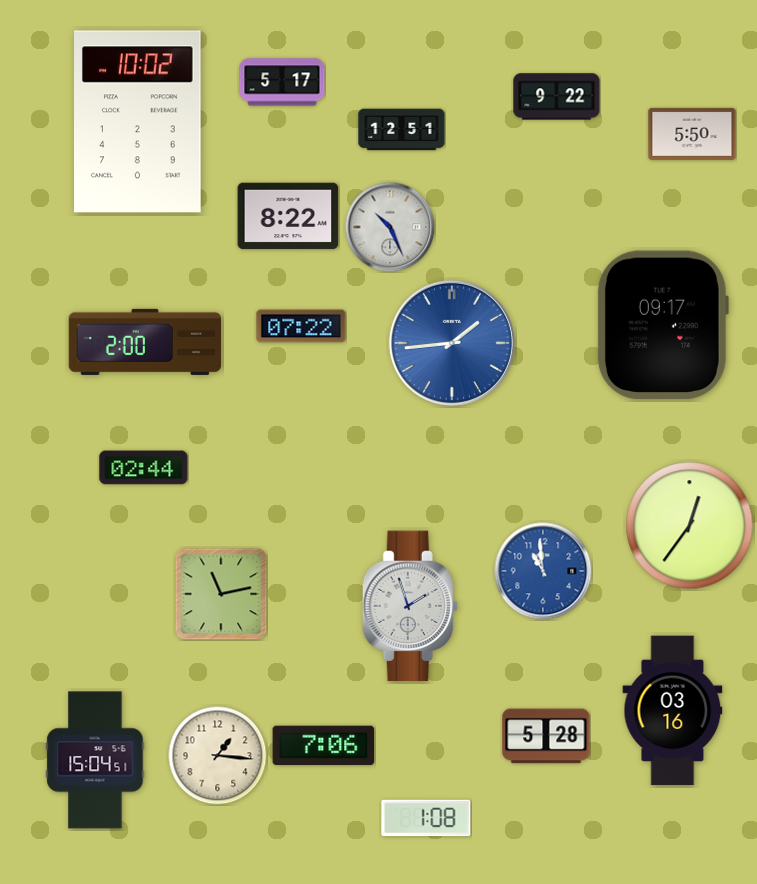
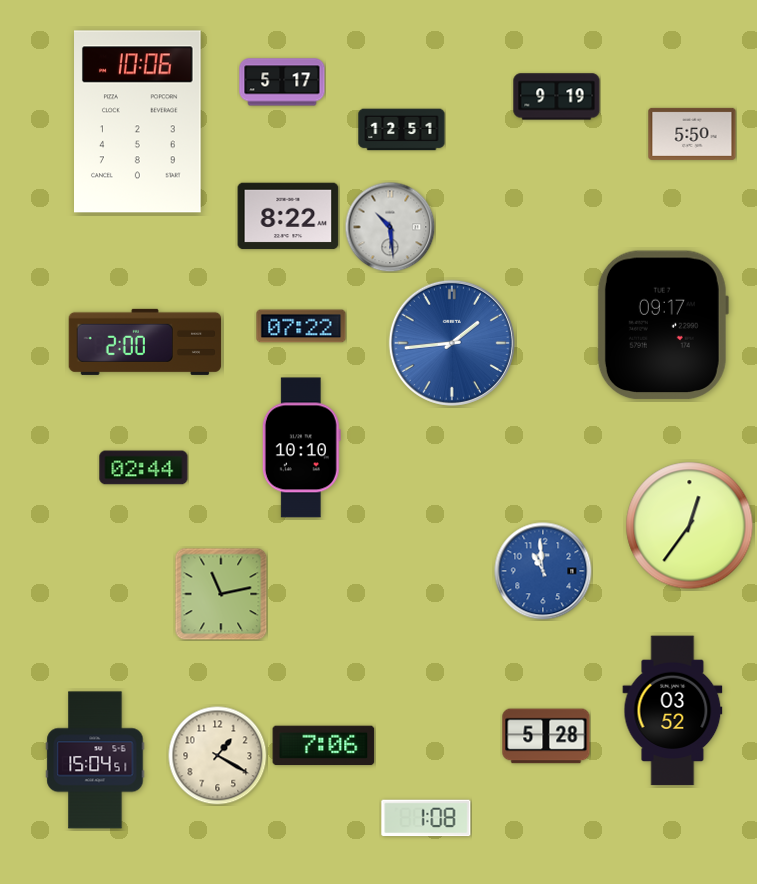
clock at (557, 97): 9:22 -> 9:19
clock at (138, 122): 10:02 -> 10:06
clock at (390, 227): 10:26 -> 10:29
clock at (301, 448): none -> 10:10
clock at (410, 606): 1:57 -> none
clock at (673, 711): 03:16 -> 03:52
clock at (218, 756): 1:16 -> 1:20
